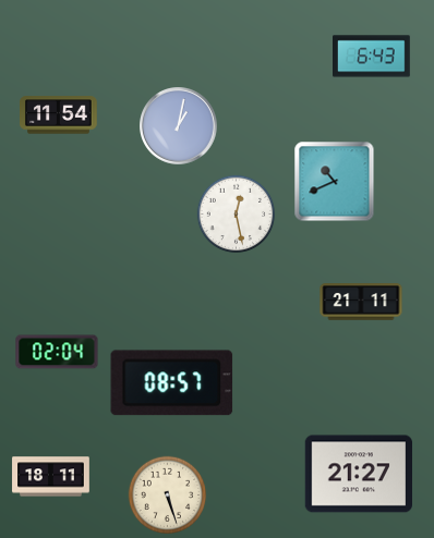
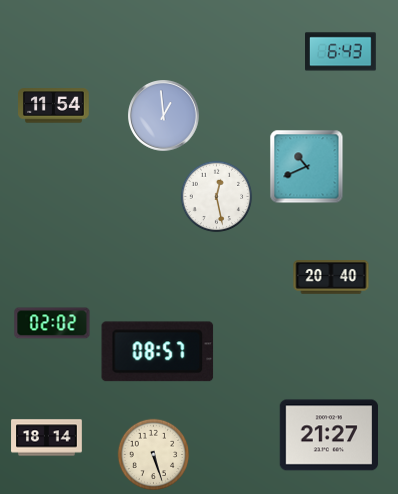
clock at (179, 126): 1:02 -> 12:59
clock at (361, 302): 21:11 -> 20:40
clock at (57, 352): 02:04 -> 02:02
clock at (51, 477): 18:11 -> 18:14
